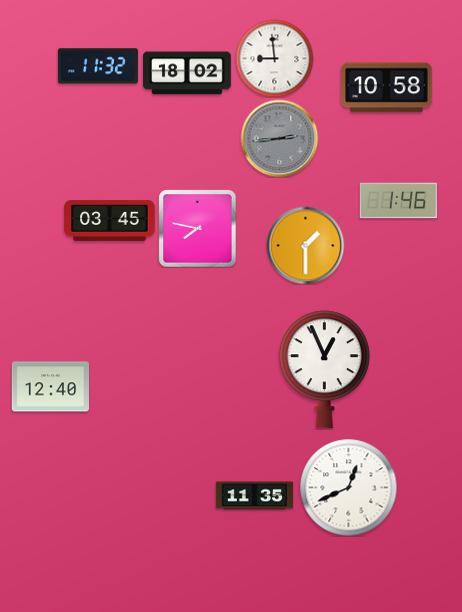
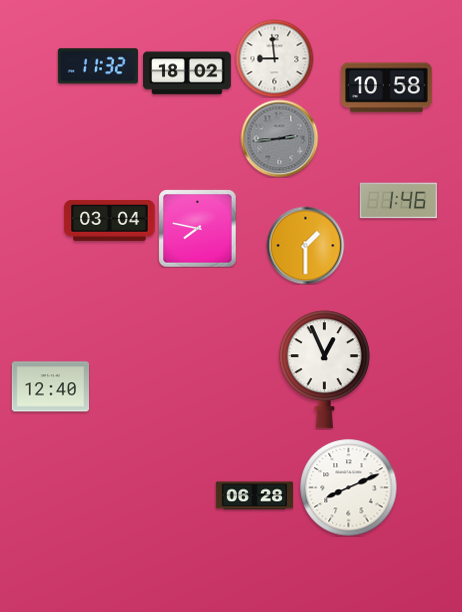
clock at (110, 220): 03:45 -> 03:04
clock at (348, 487): 12:41 -> 8:11
clock at (254, 496): 11:35 -> 06:28
